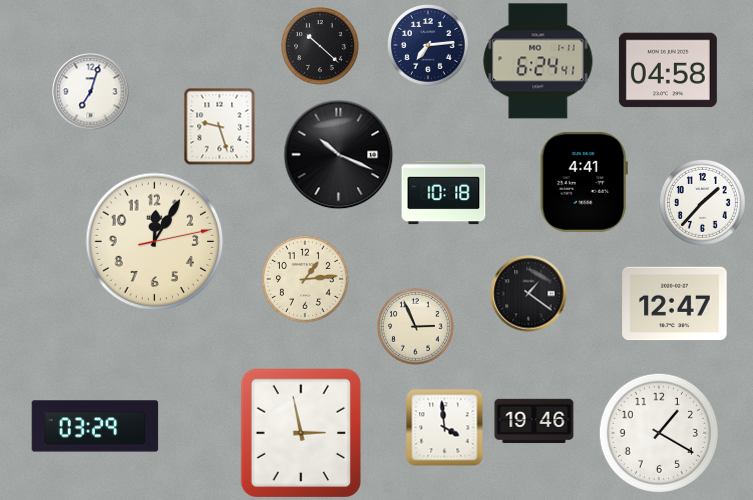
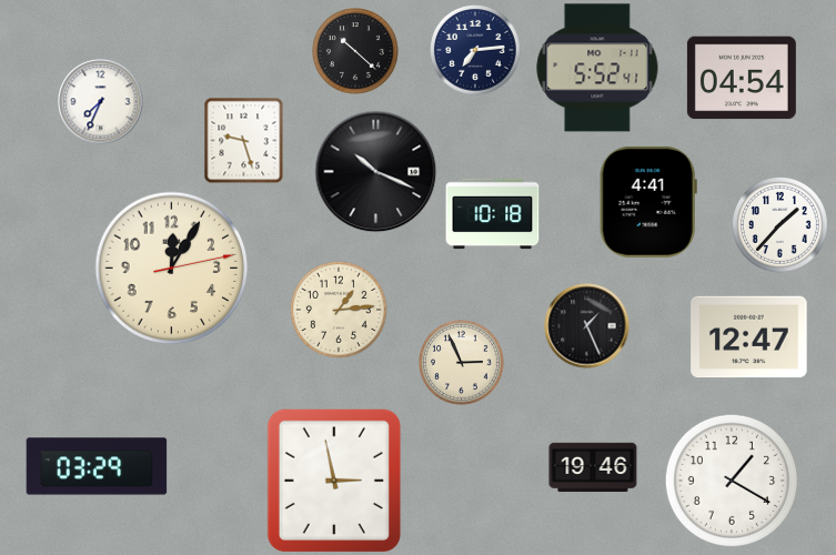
clock at (538, 61): 6:24 -> 5:52
clock at (668, 70): 04:58 -> 04:54
clock at (91, 92): 7:03 -> 7:34
clock at (529, 294): 1:21 -> 1:26
clock at (95, 426) position: (95, 426) -> (97, 466)
clock at (445, 428): 3:59 -> none
